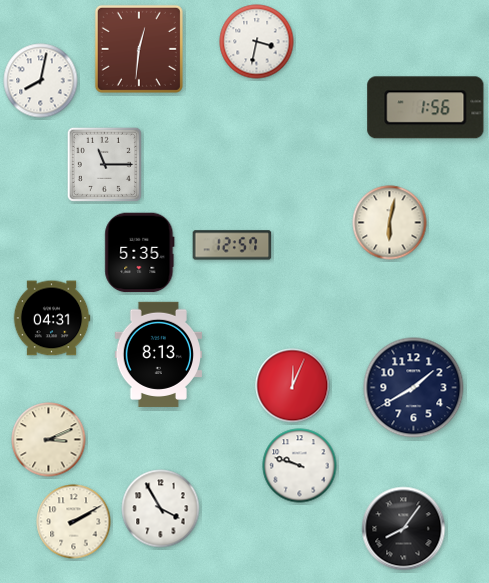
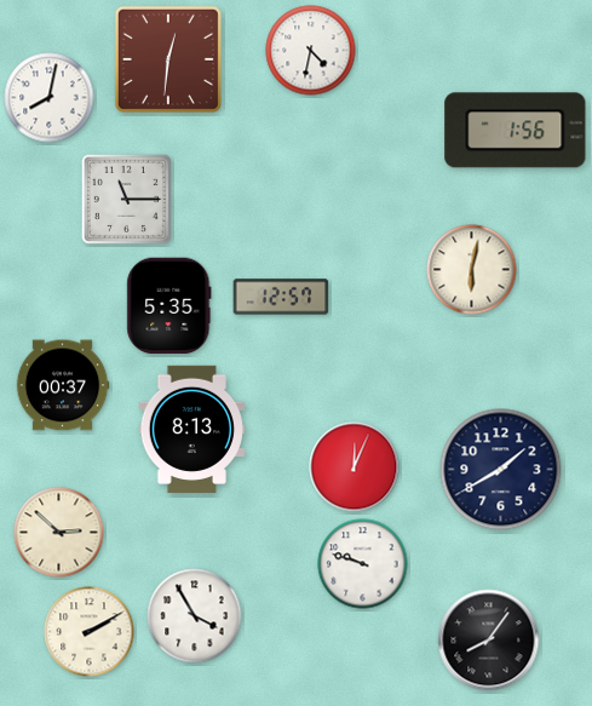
clock at (257, 42): 3:32 -> 4:32
clock at (52, 318): 04:31 -> 00:37
clock at (49, 440): 3:11 -> 2:52
